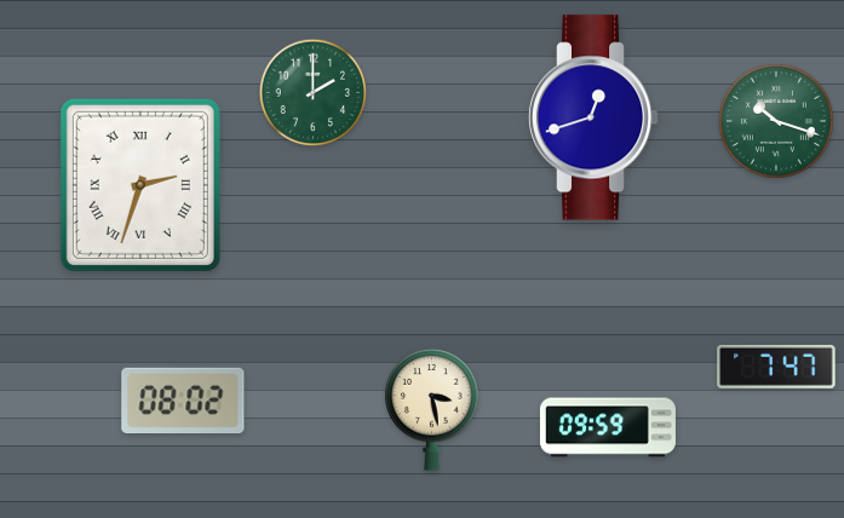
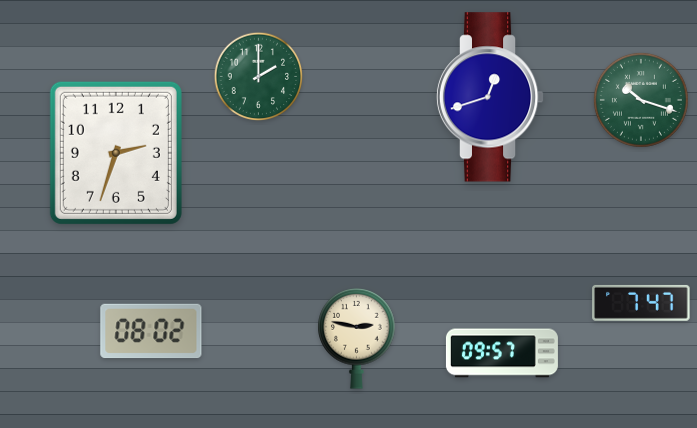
clock at (140, 185) numerals: Roman -> Arabic
clock at (432, 409): 3:28 -> 2:47
clock at (608, 427): 09:59 -> 09:57
